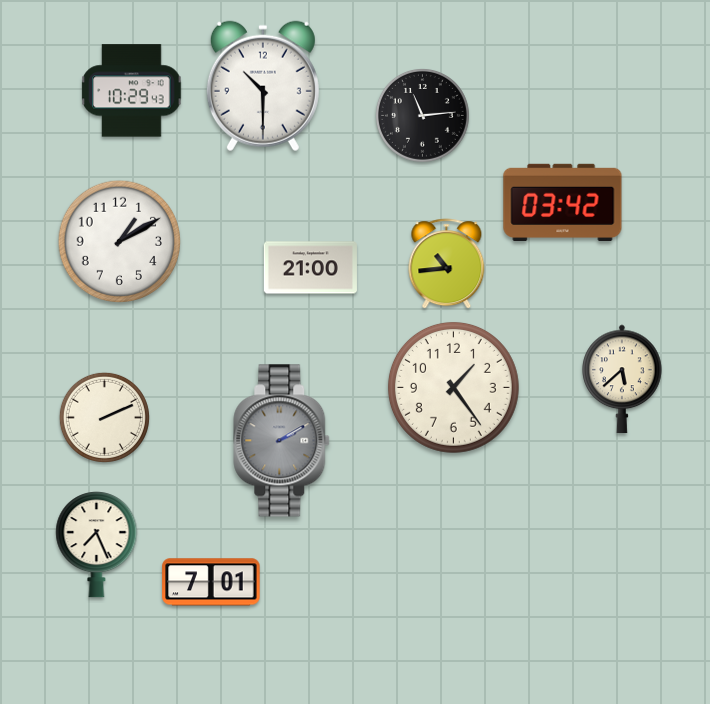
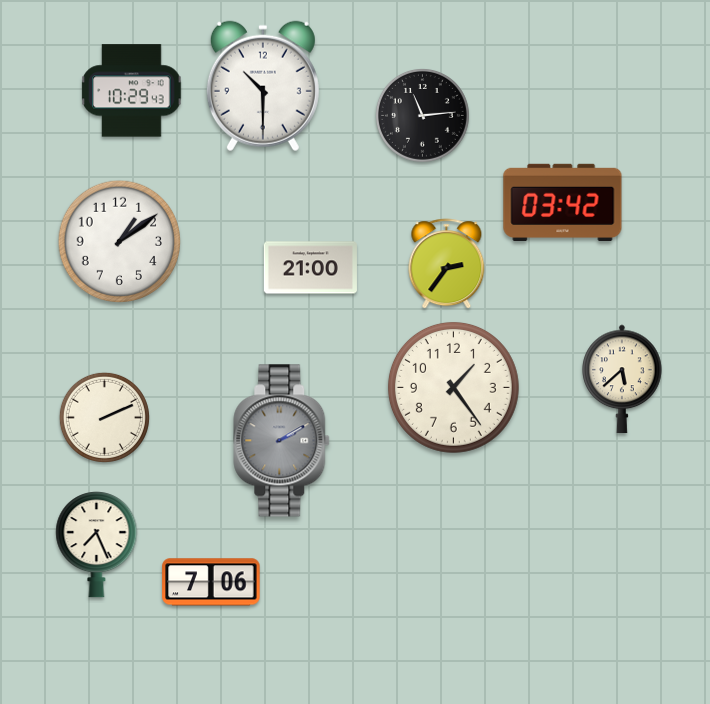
clock at (120, 242): 1:10 -> 1:09
clock at (447, 264): 10:44 -> 2:36
clock at (211, 582): 7:01 -> 7:06
